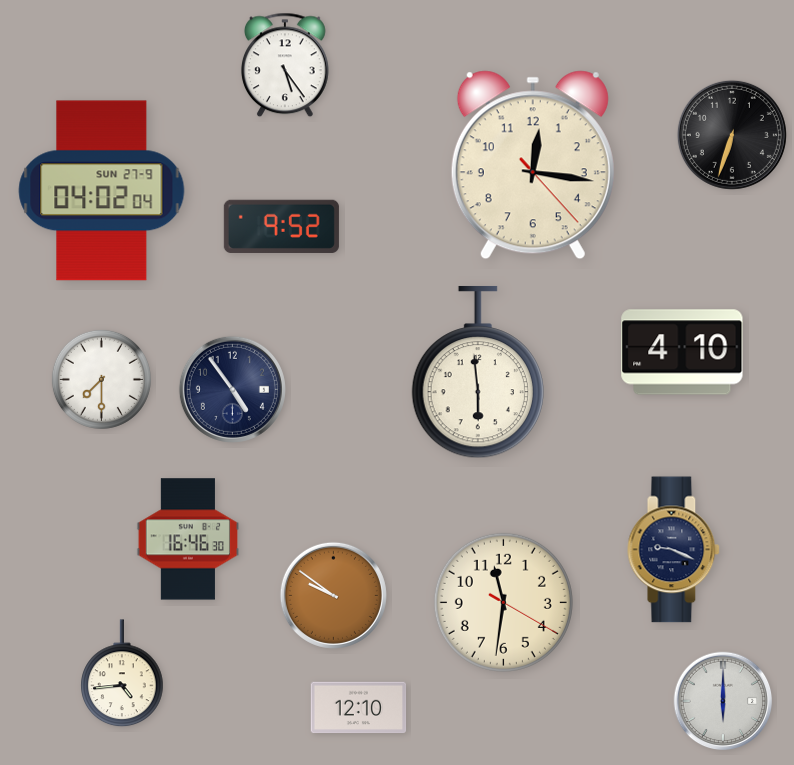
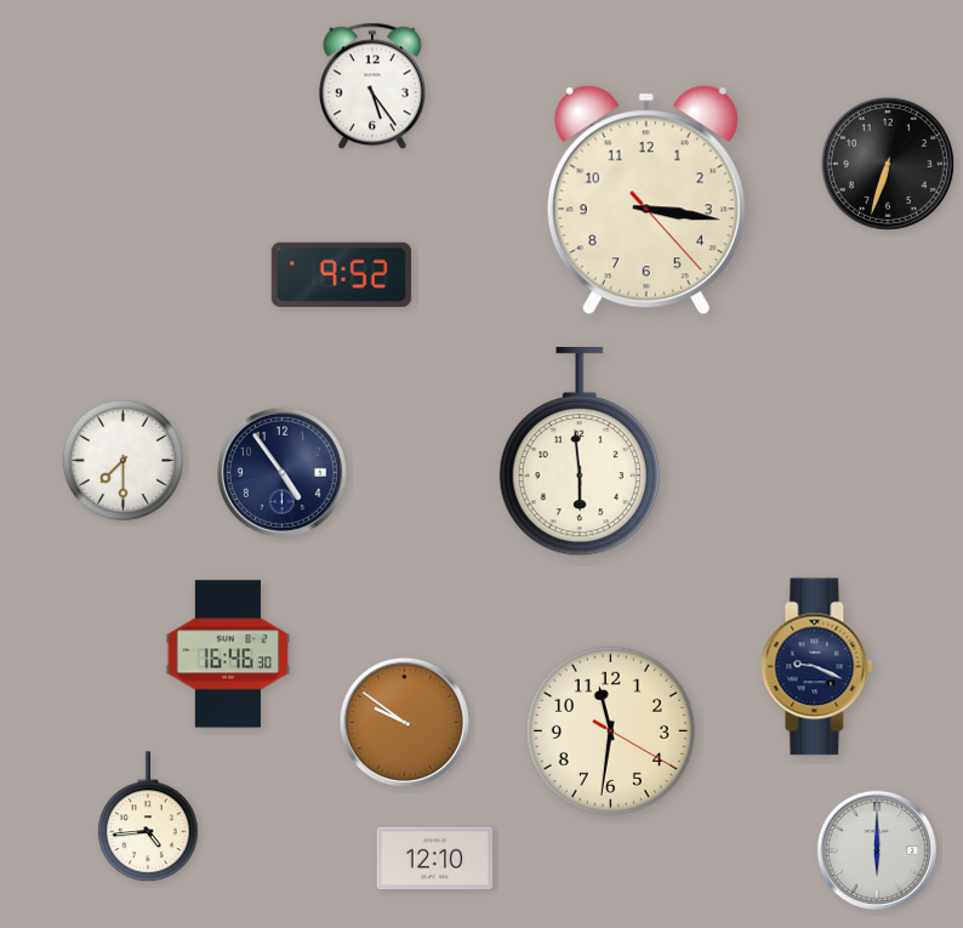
clock at (285, 65) position: (285, 65) -> (372, 86)
clock at (533, 165): 12:16 -> 3:16
clock at (102, 191): 04:02 -> none
clock at (682, 352): 4:10 -> none
